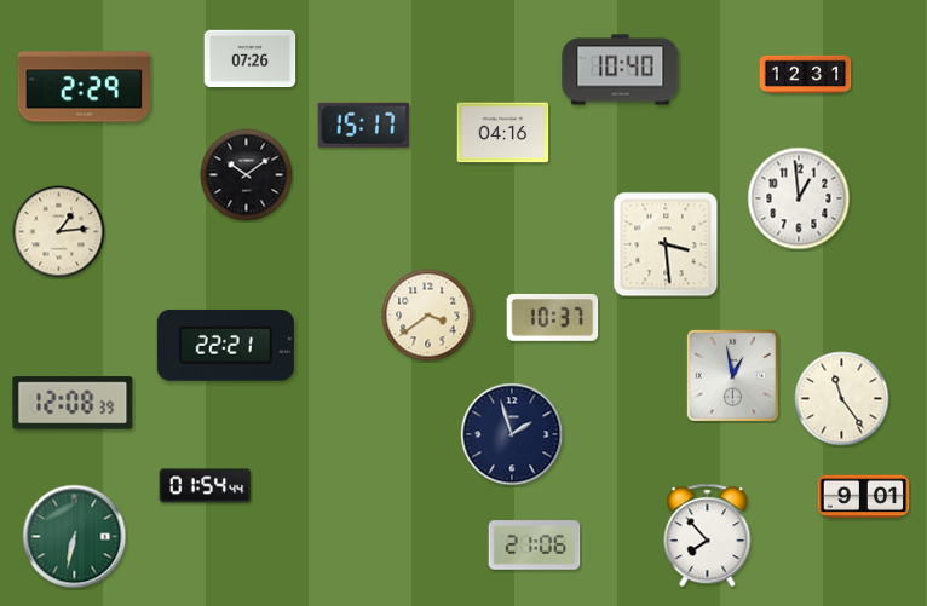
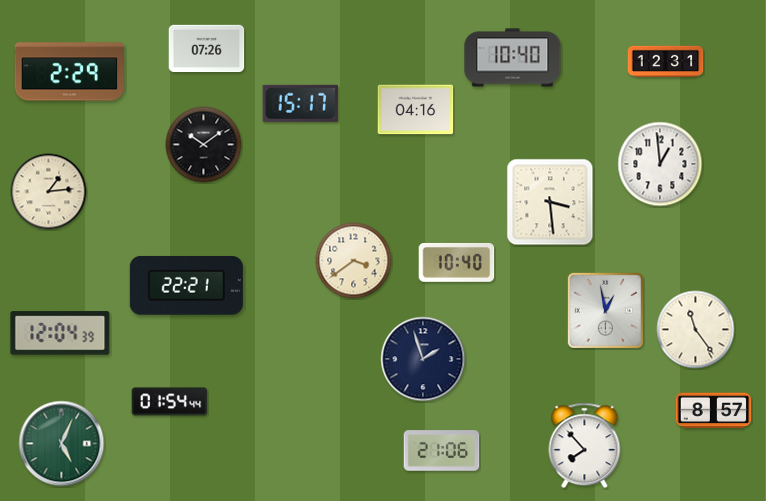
clock at (553, 317): 10:37 -> 10:40
clock at (73, 403): 12:08 -> 12:04
clock at (864, 497): 9:01 -> 8:57
clock at (708, 536) position: (708, 536) -> (585, 446)
clock at (75, 537): 6:32 -> 5:04
